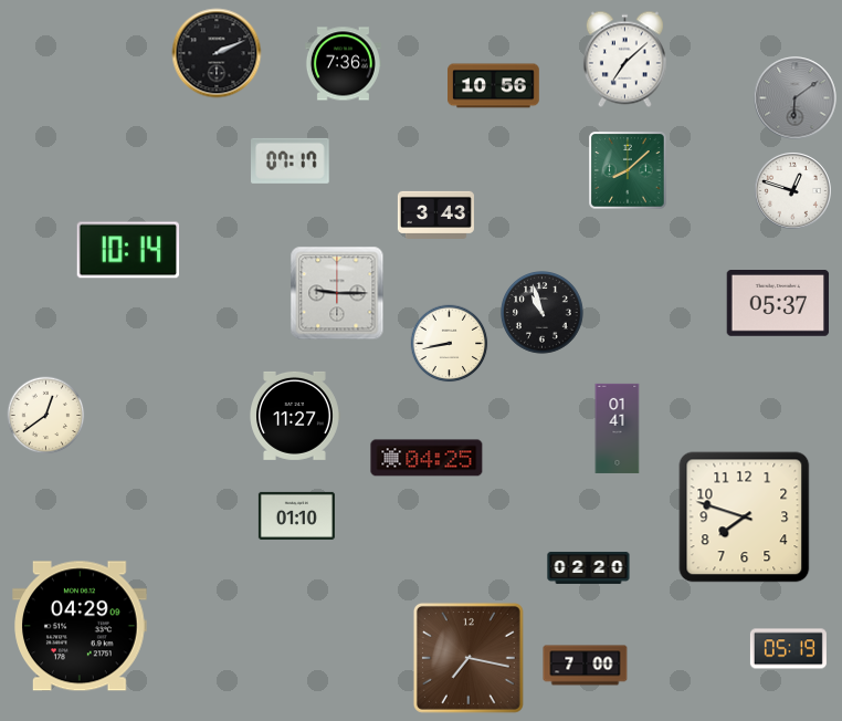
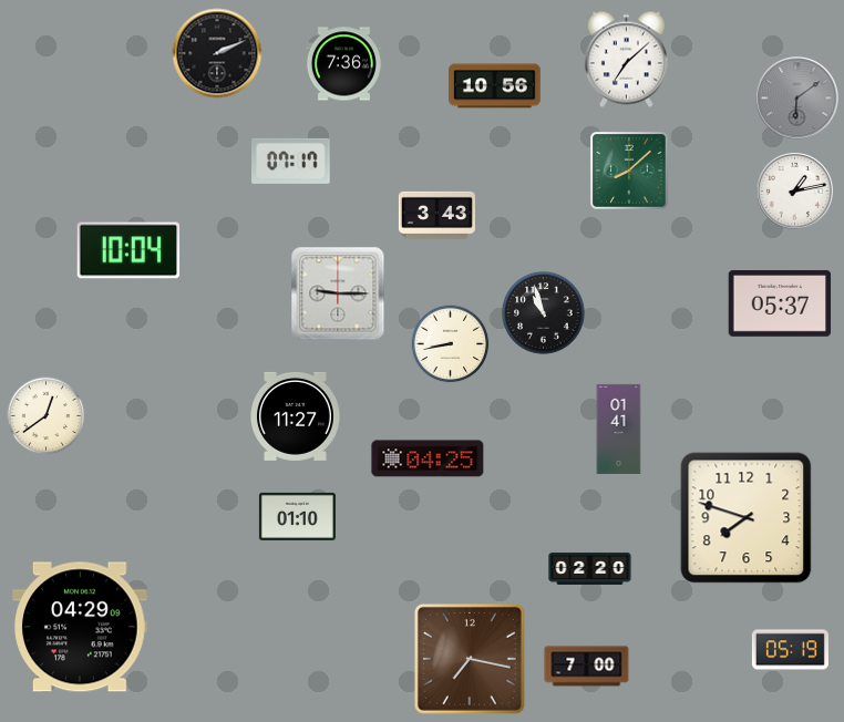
clock at (793, 191): 12:48 -> 1:13
clock at (128, 250): 10:14 -> 10:04
